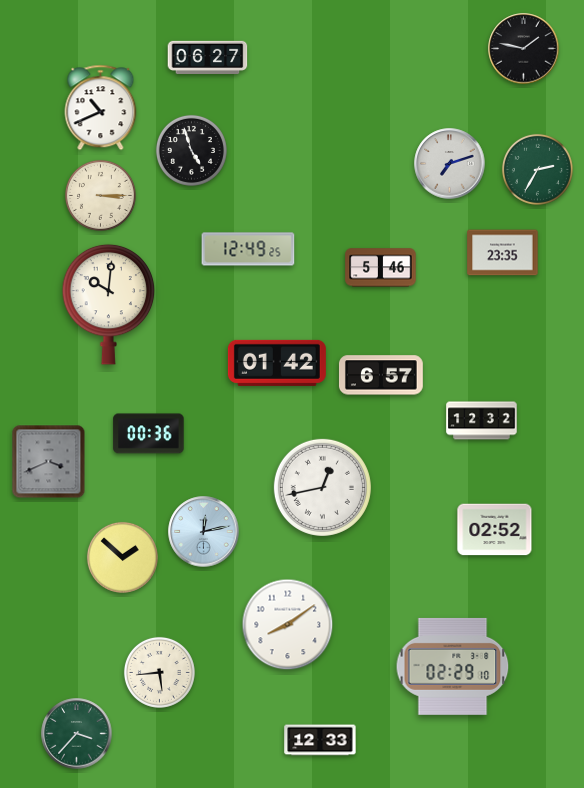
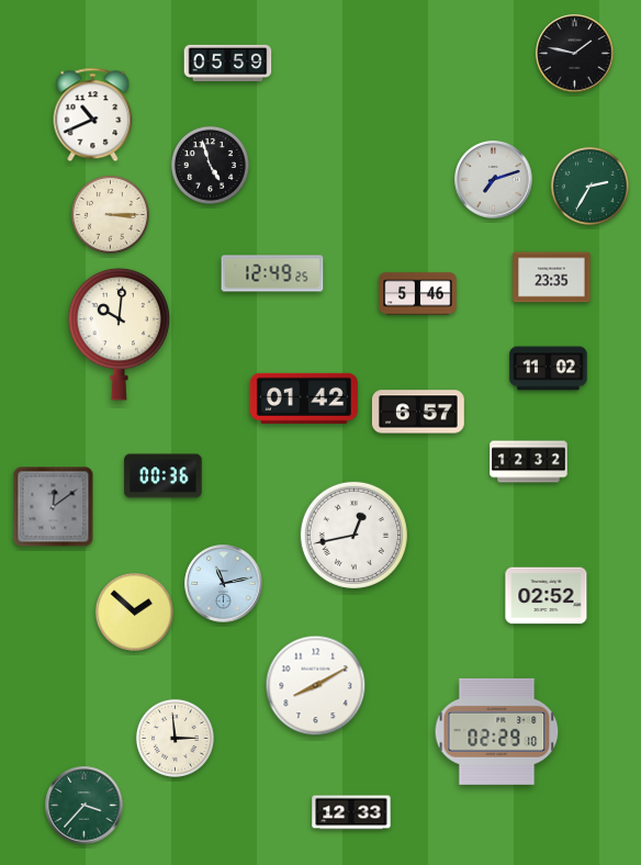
clock at (208, 57): 06:27 -> 05:59
clock at (101, 108) position: (101, 108) -> (93, 115)
clock at (549, 369): none -> 11:02
clock at (49, 462): 3:41 -> 12:09
clock at (495, 530) position: (495, 530) -> (547, 596)
clock at (204, 532): 12:13 -> 11:13
clock at (288, 625): 8:09 -> 8:10
clock at (159, 672): 5:44 -> 2:59
